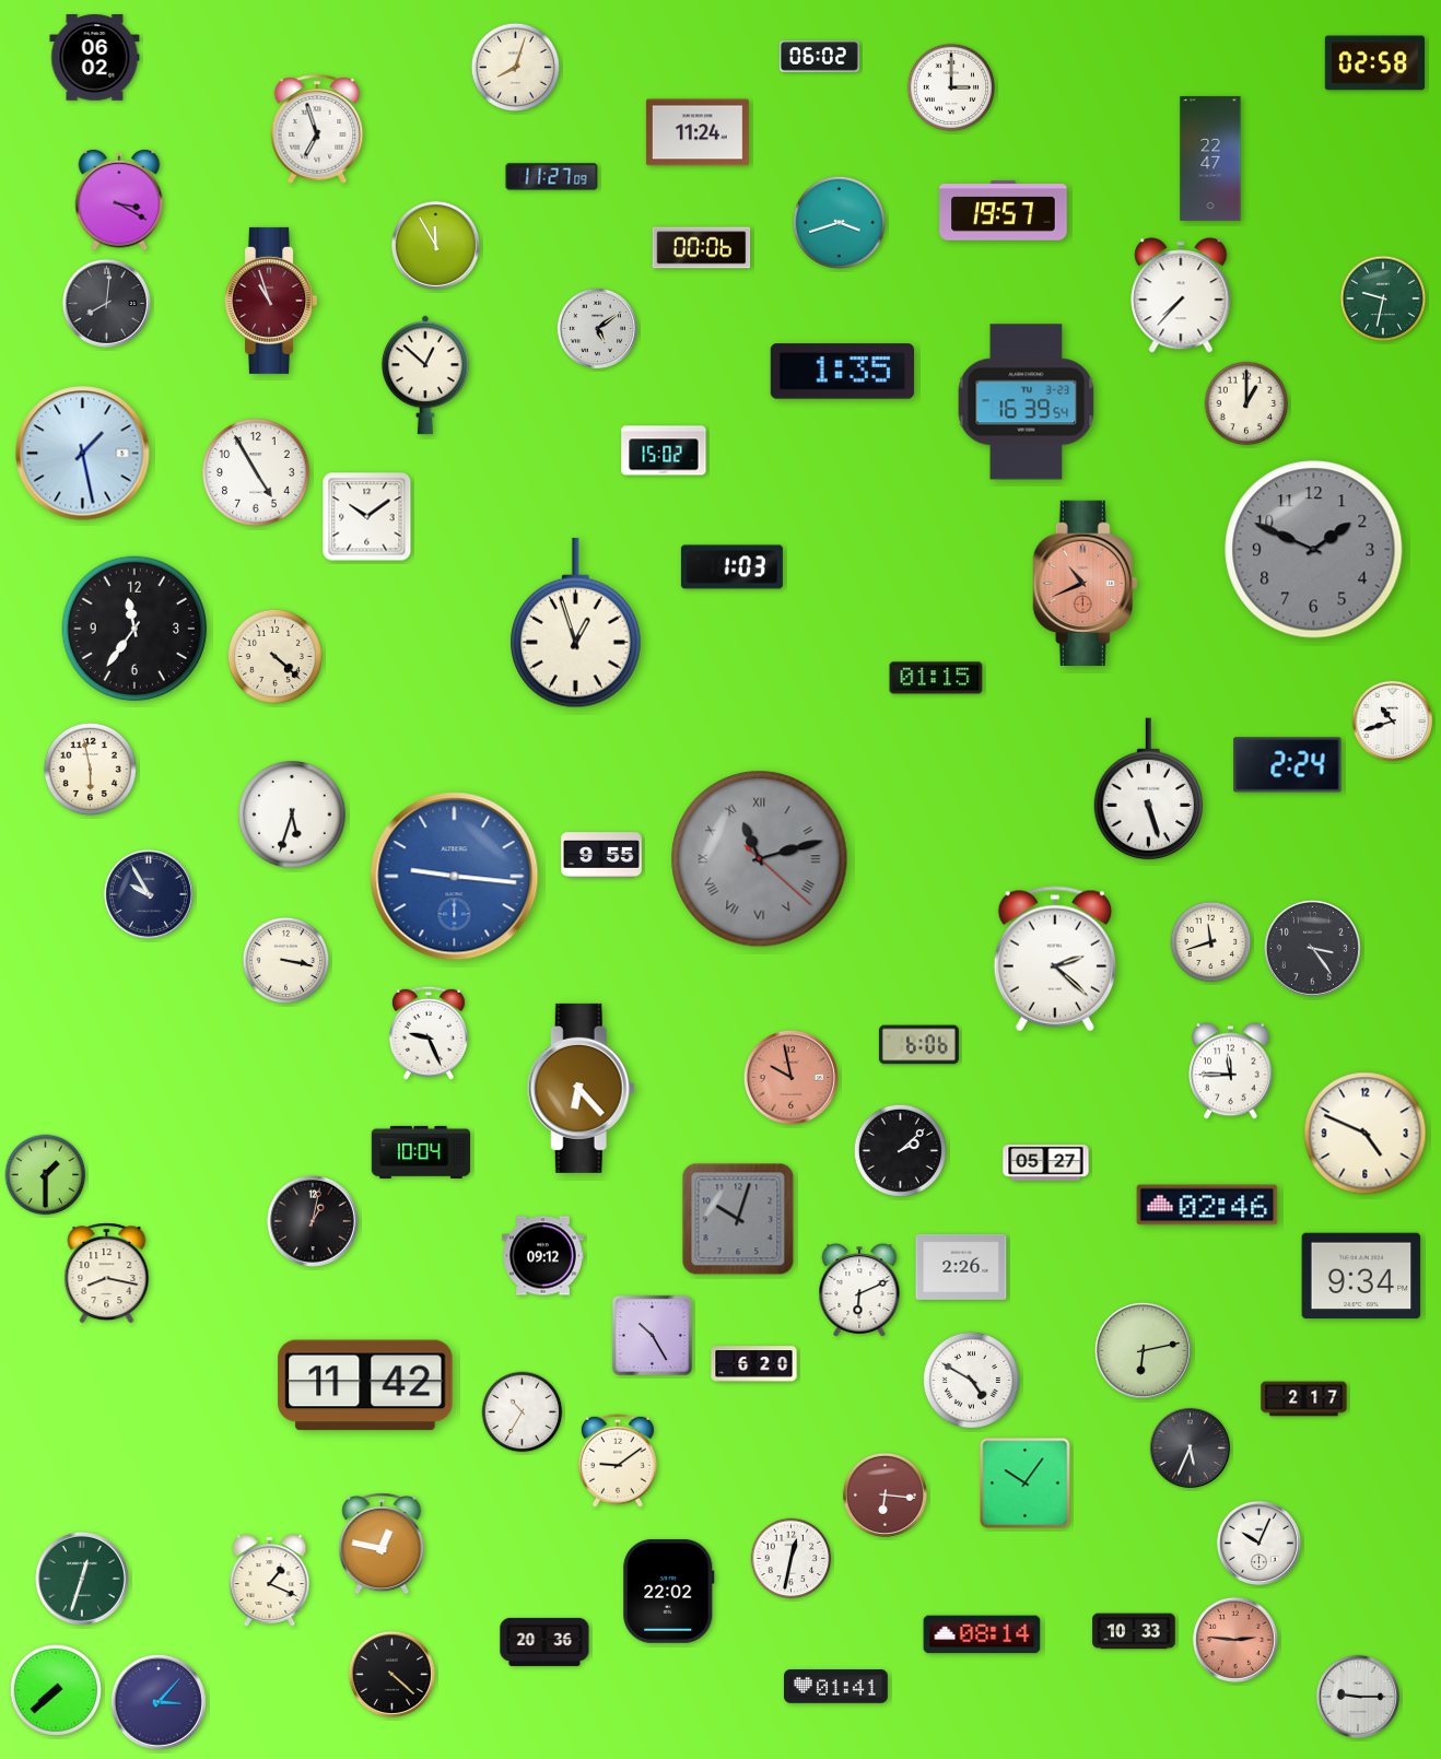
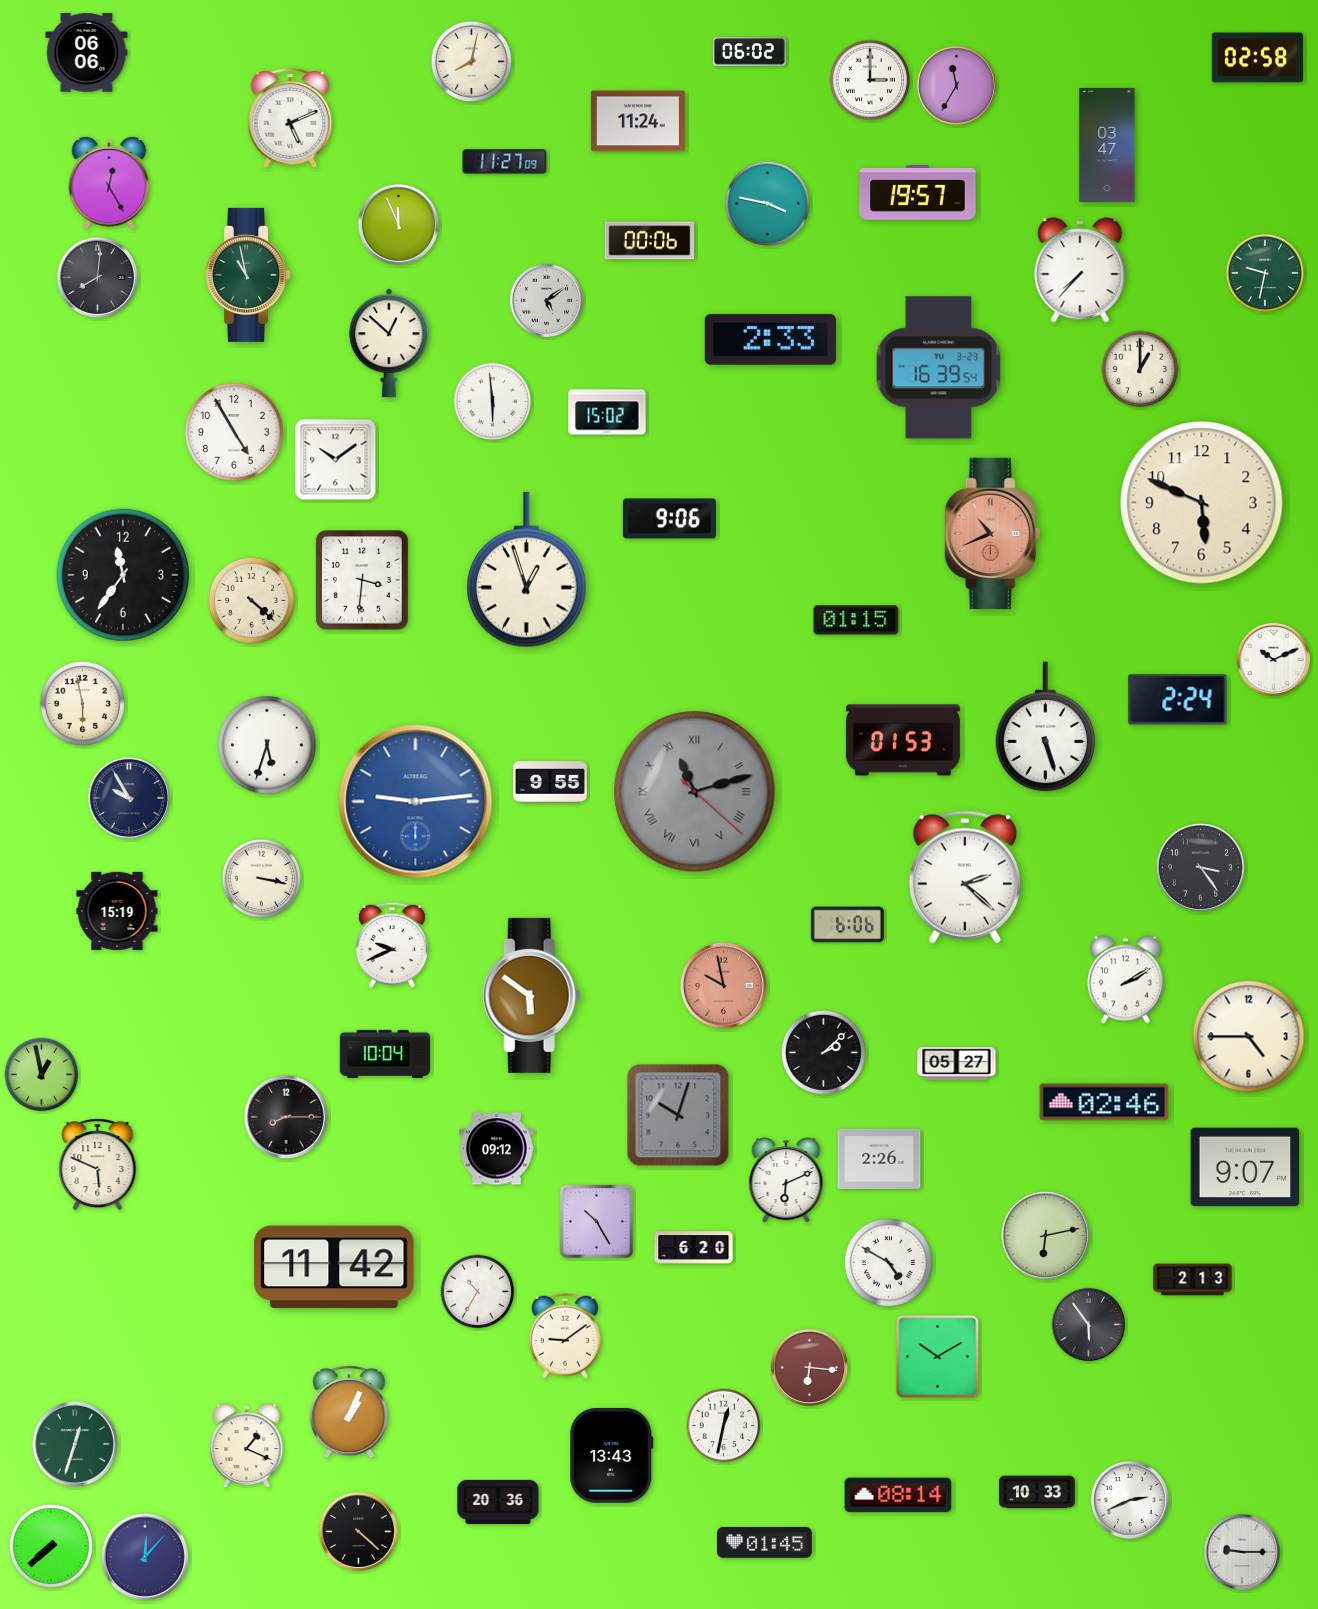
clock at (95, 58): 06:02 -> 06:06
clock at (515, 67): 8:03 -> 8:02
clock at (956, 85): none -> 11:35
clock at (317, 129): 6:57 -> 5:11
clock at (1210, 159): 22:47 -> 03:47
clock at (119, 200): 3:20 -> 12:25
clock at (839, 222): 3:42 -> 3:47
clock at (435, 245): 11:55 -> 11:56
clock at (702, 248) position: (702, 248) -> (650, 241)
clock at (271, 301): 10:57 -> 10:58
clock at (271, 301) dial: burgundy -> green
clock at (842, 372): 1:35 -> 2:33
clock at (493, 402): none -> 5:59
clock at (83, 454): 1:28 -> none
clock at (367, 517) position: (367, 517) -> (336, 460)
clock at (1314, 550): 1:49 -> 5:49
clock at (1314, 550) dial: grey -> cream
clock at (731, 567): 1:03 -> 9:06
clock at (363, 581): none -> 3:31
clock at (1392, 720): 10:42 -> 10:11
clock at (1149, 789) position: (1149, 789) -> (1046, 727)
clock at (903, 740): none -> 01:53
clock at (760, 859) position: (760, 859) -> (695, 792)
clock at (455, 877): 9:16 -> 9:14
clock at (149, 894) position: (149, 894) -> (129, 798)
clock at (1211, 942): 11:42 -> none
clock at (117, 911): none -> 15:19
clock at (429, 1033): 9:26 -> 9:41
clock at (918, 1045) position: (918, 1045) -> (847, 925)
clock at (1231, 1071): 11:45 -> 2:10
clock at (581, 1088): 6:23 -> 5:51
clock at (1366, 1134): 4:49 -> 4:45
clock at (46, 1175): 1:30 -> 12:58
clock at (738, 1219) position: (738, 1219) -> (678, 1115)
clock at (313, 1221): 1:02 -> 8:15
clock at (107, 1274): 8:17 -> 5:49
clock at (1361, 1276): 9:34 -> 9:07
clock at (754, 1364) position: (754, 1364) -> (694, 1248)
clock at (1304, 1399): 2:17 -> 2:13
clock at (1190, 1447): 5:34 -> 5:54
clock at (1026, 1484): 10:06 -> 10:10
clock at (1258, 1543): 10:04 -> none
clock at (382, 1545): 12:47 -> 1:04
clock at (669, 1591): 22:02 -> 13:43
clock at (1235, 1640): 2:46 -> 2:41
clock at (1235, 1640) dial: salmon -> white
clock at (836, 1687): 01:41 -> 01:45
clock at (159, 1702): 3:07 -> 12:07
